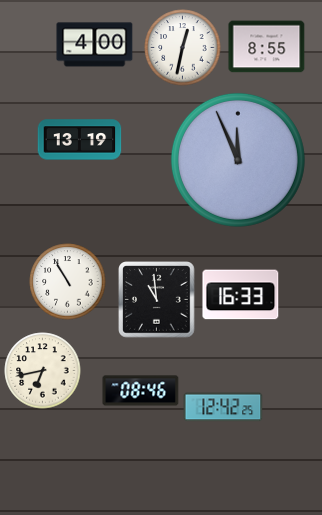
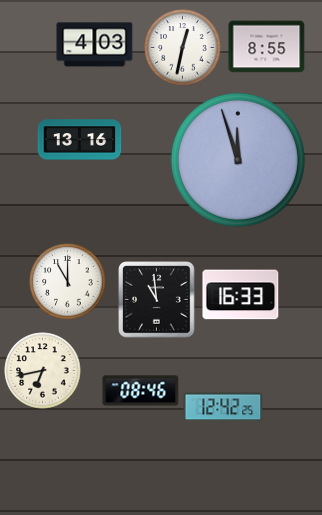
clock at (95, 45): 4:00 -> 4:03
clock at (80, 140): 13:19 -> 13:16
clock at (238, 160): 11:56 -> 11:57
clock at (68, 282): 10:55 -> 11:00
